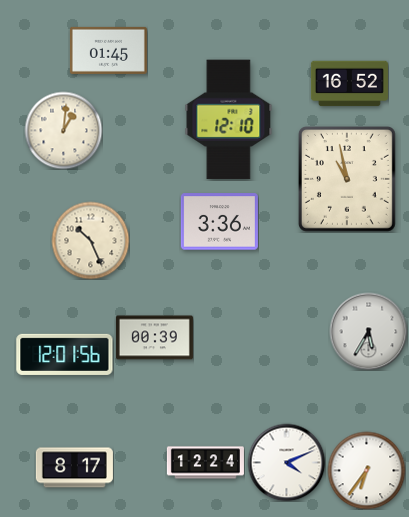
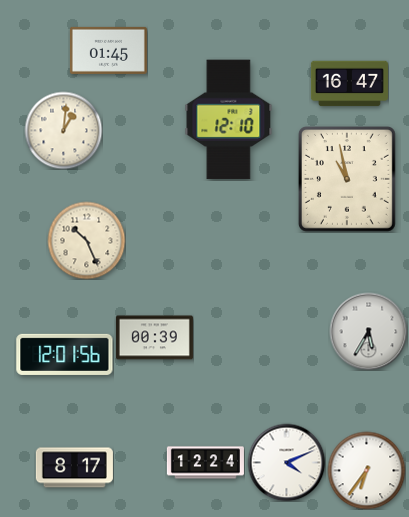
clock at (349, 84): 16:52 -> 16:47
clock at (219, 222): 3:36 -> none
clock at (90, 240) position: (90, 240) -> (86, 240)
